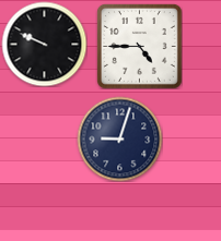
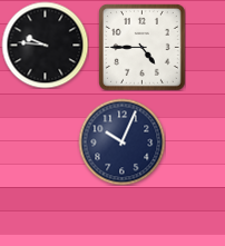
clock at (44, 44): 9:49 -> 9:46
clock at (119, 138): 9:03 -> 10:04
